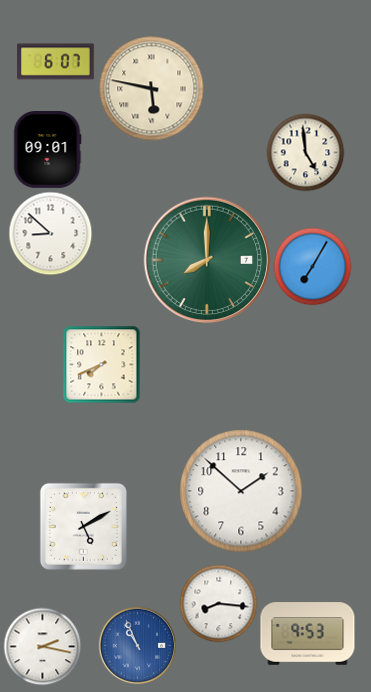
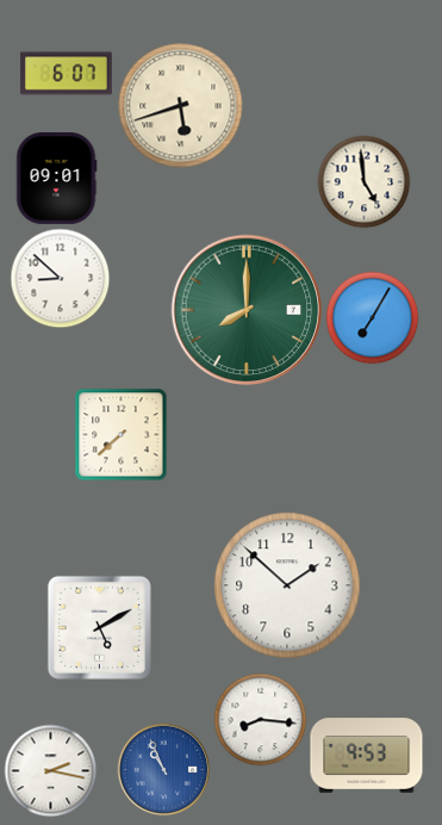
clock at (152, 89): 5:47 -> 5:42
clock at (101, 364): 7:41 -> 7:38
